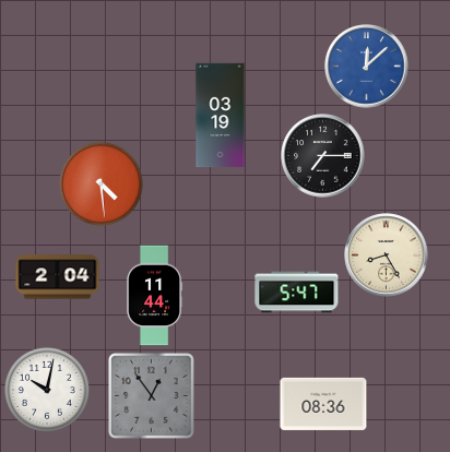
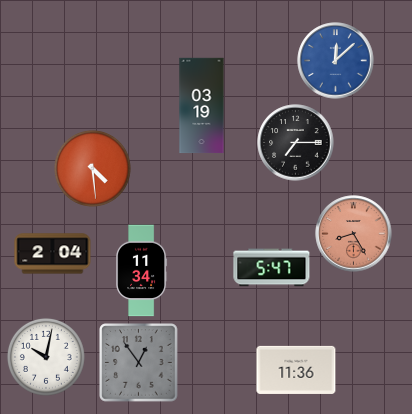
clock at (387, 255) dial: cream -> salmon
clock at (155, 296): 11:44 -> 11:34
clock at (47, 390) position: (47, 390) -> (46, 357)
clock at (323, 404): 08:36 -> 11:36
